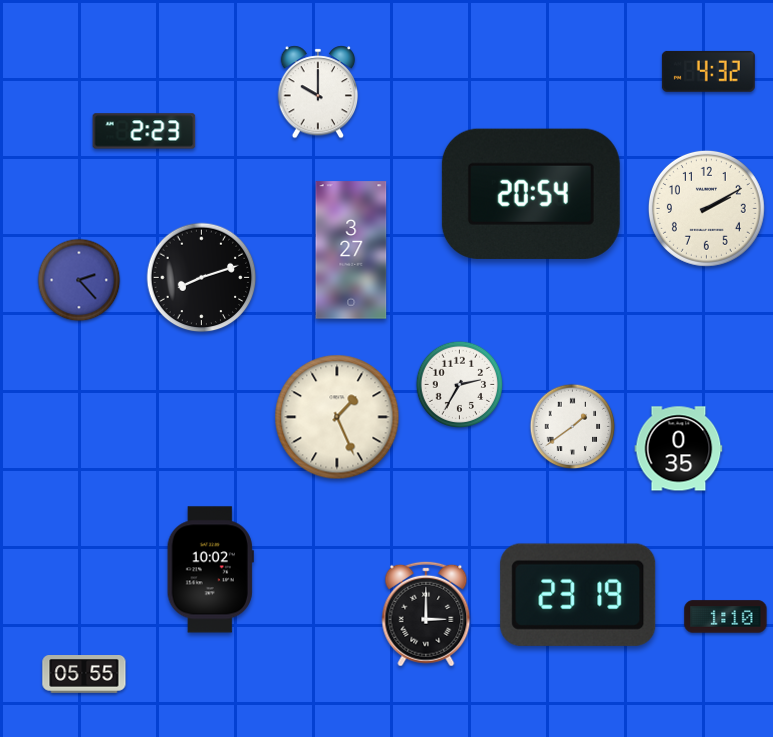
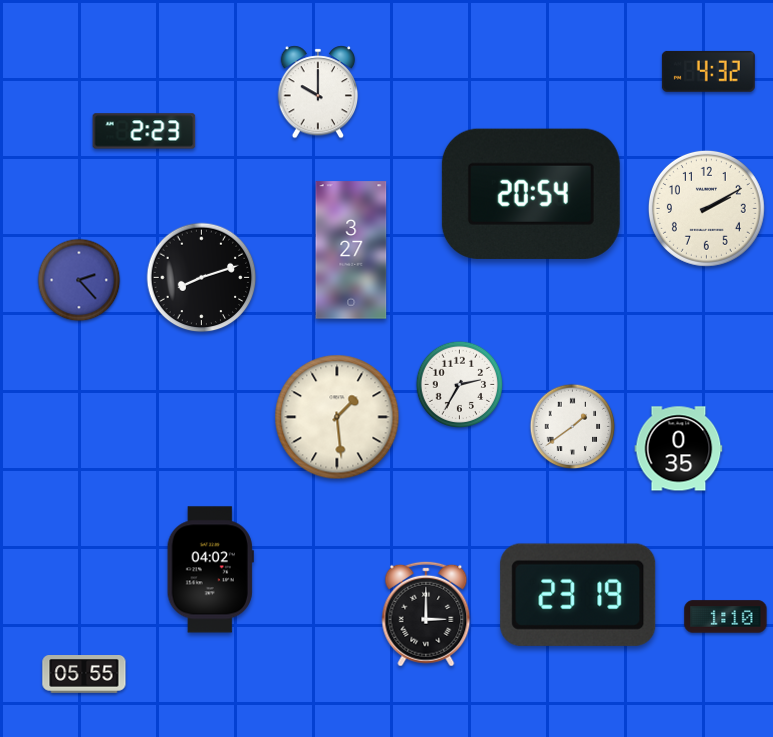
clock at (337, 417): 1:26 -> 1:29
clock at (210, 570): 10:02 -> 04:02
